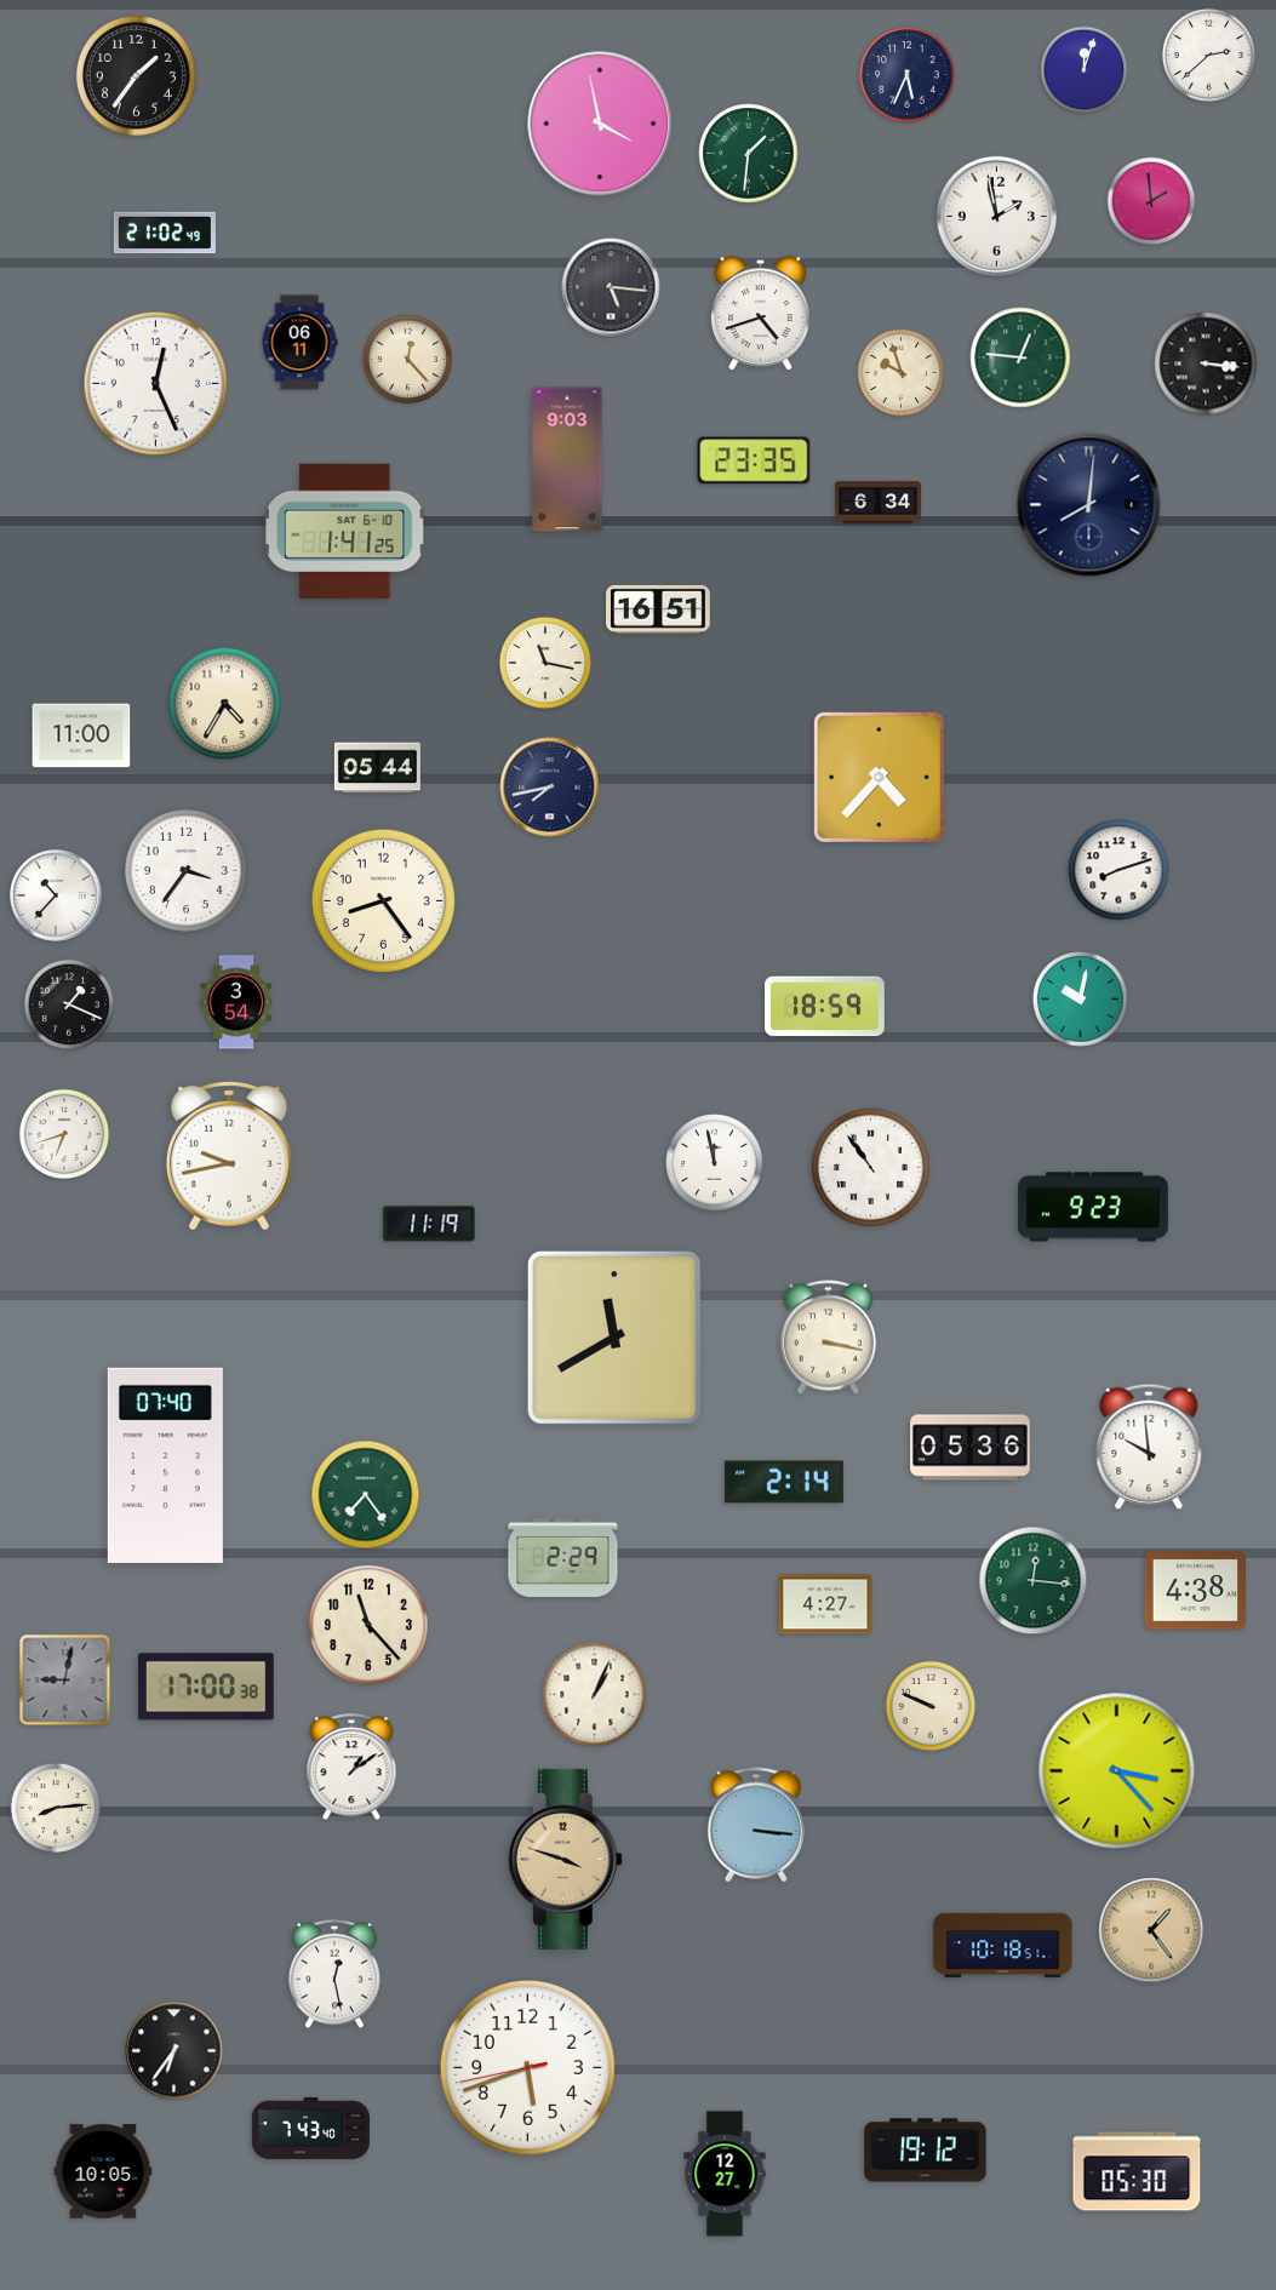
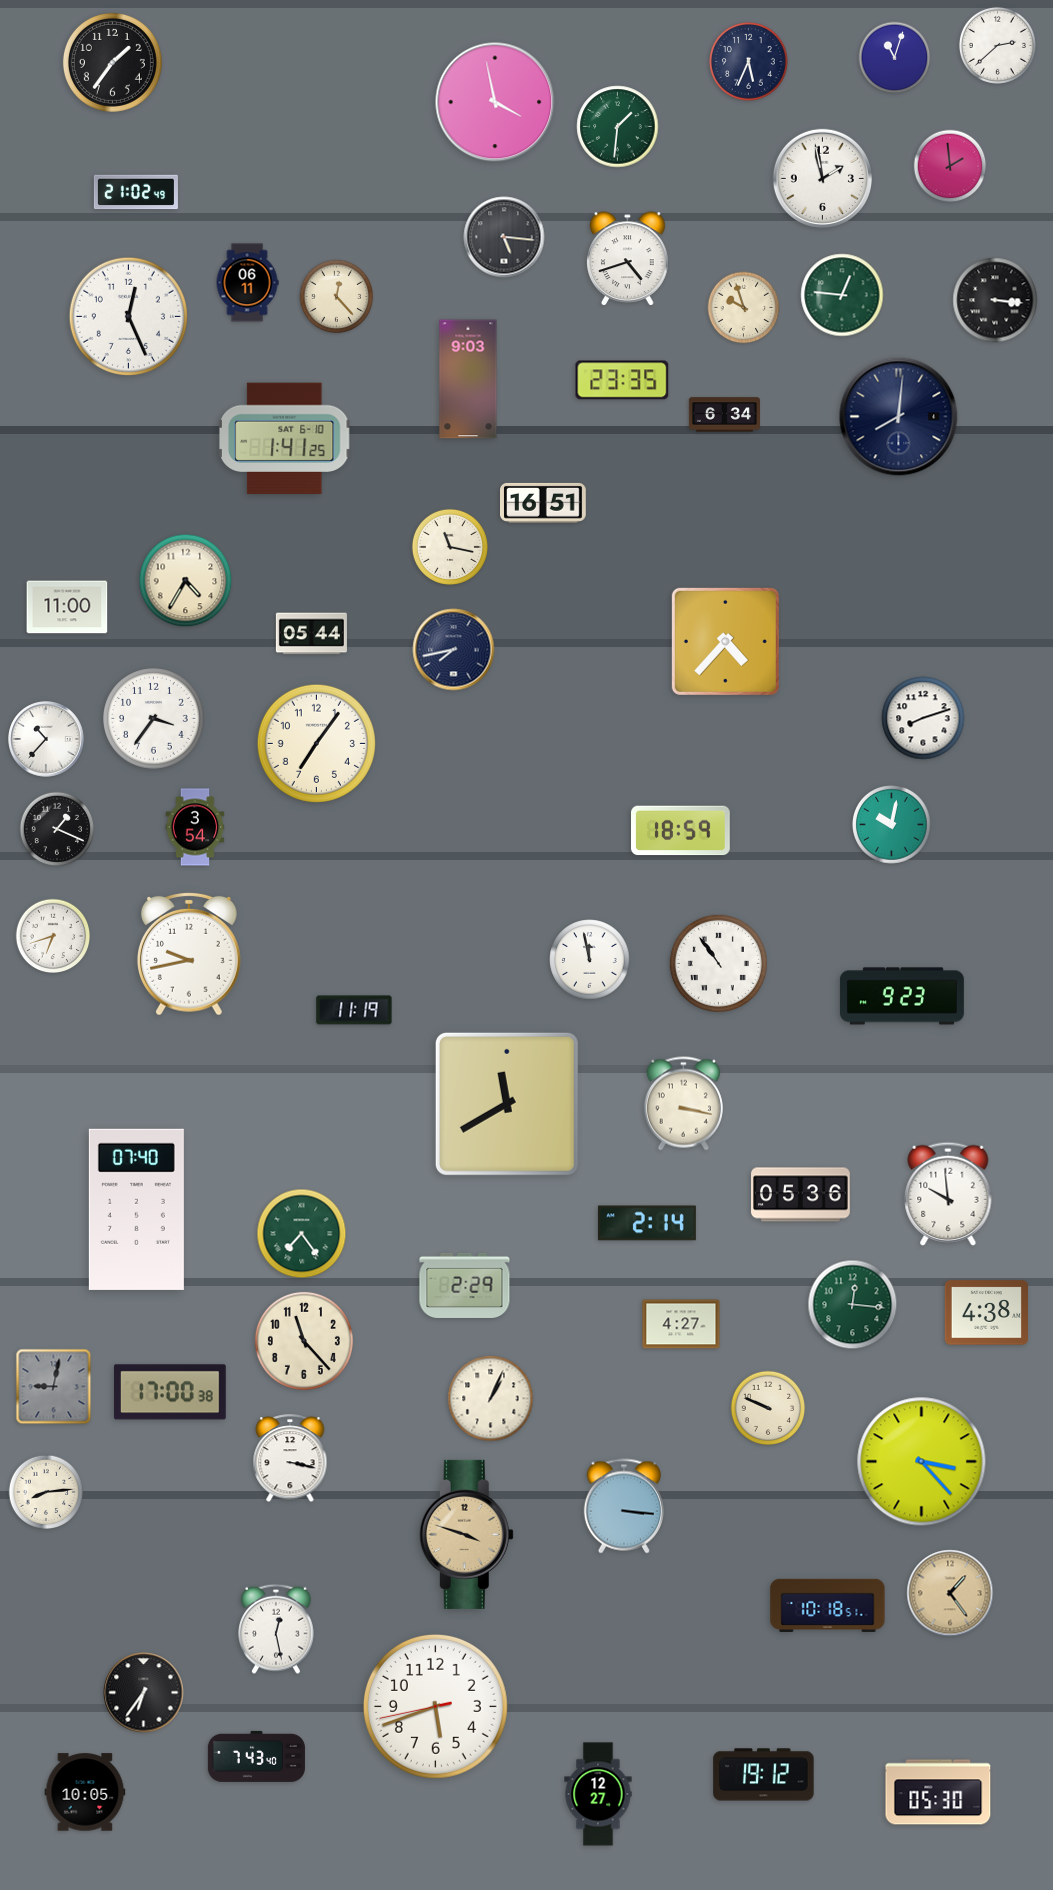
clock at (1085, 70): 12:03 -> 11:03
clock at (383, 900): 8:24 -> 7:06
clock at (351, 1768): 1:09 -> 3:17
